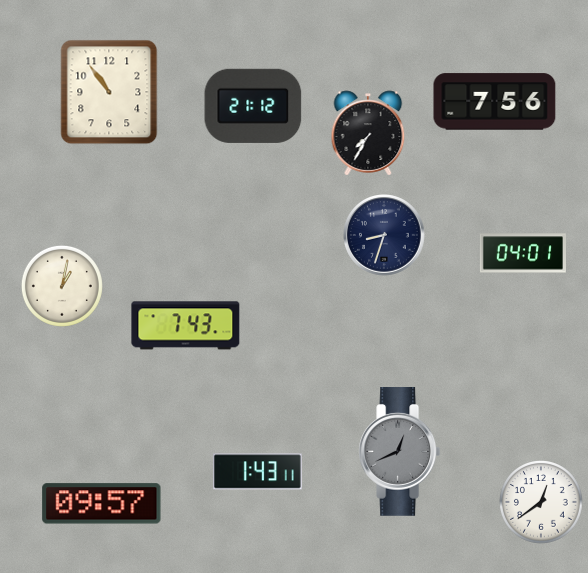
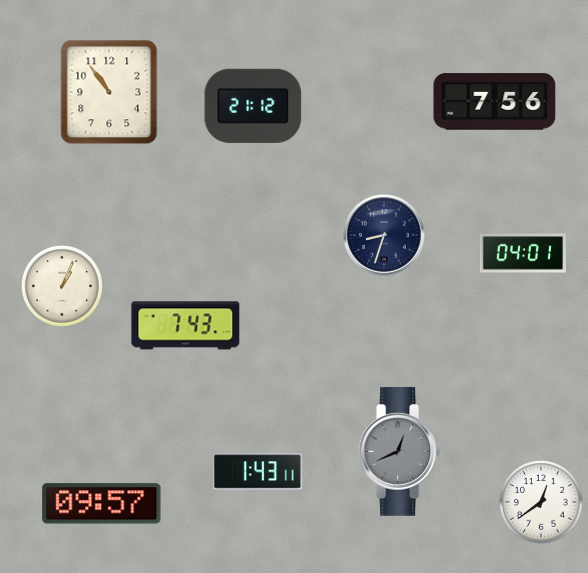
clock at (368, 133): 7:35 -> none
clock at (62, 286): 1:02 -> 1:04
